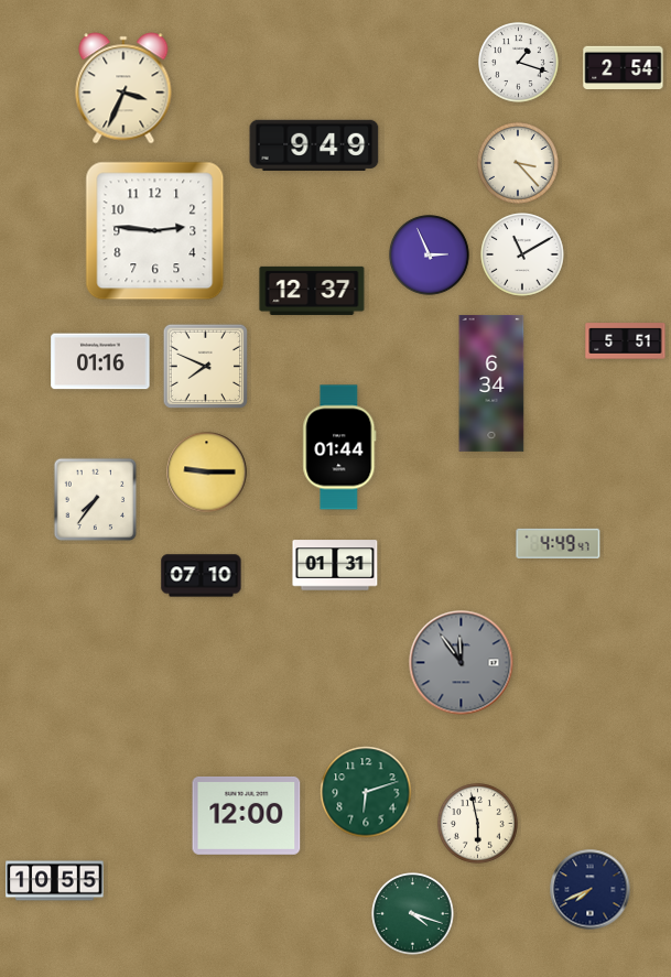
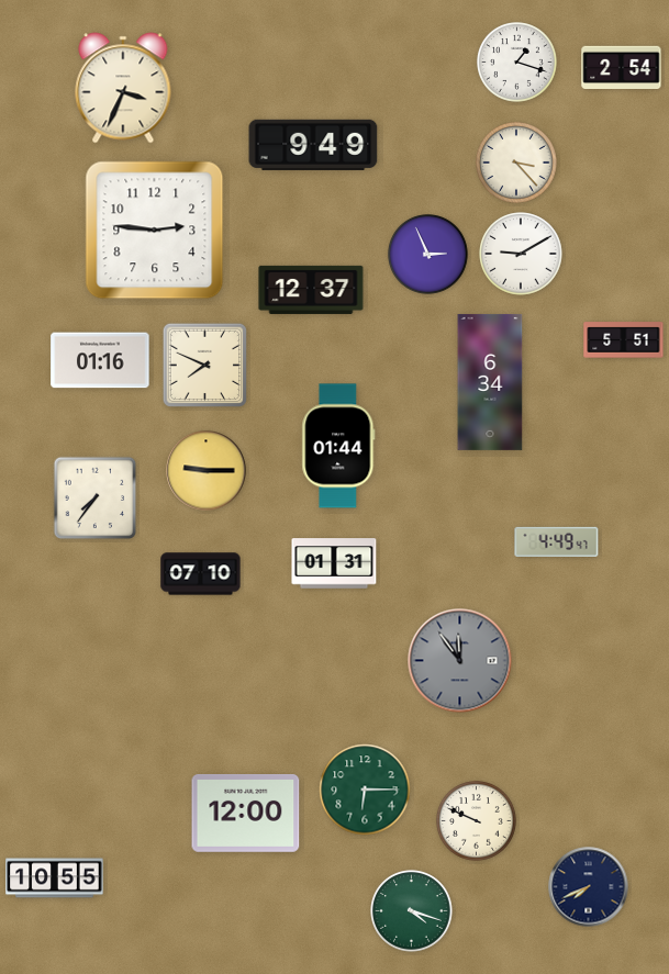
clock at (522, 254): 11:10 -> 9:10
clock at (366, 792): 6:12 -> 6:15
clock at (478, 824): 5:58 -> 9:49
